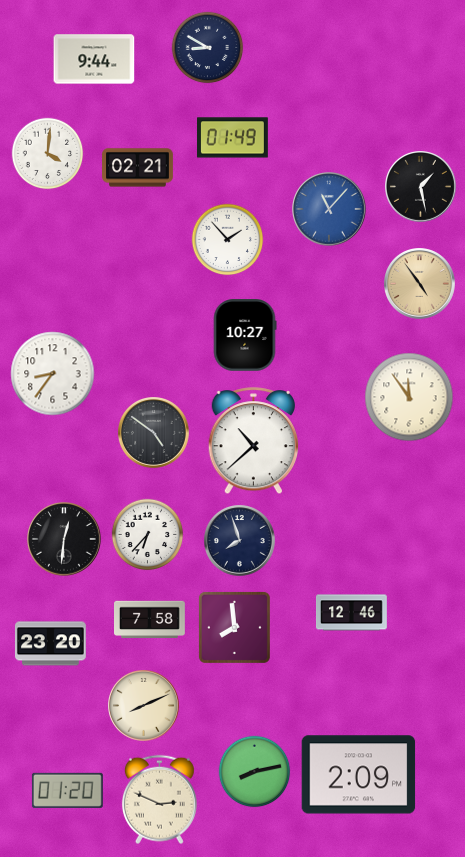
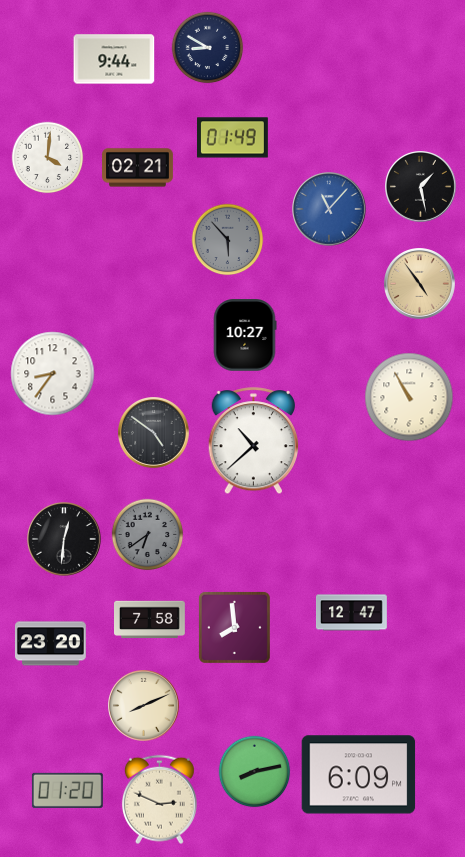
clock at (94, 59) position: (94, 59) -> (114, 59)
clock at (48, 154) position: (48, 154) -> (48, 158)
clock at (228, 240): 1:53 -> 5:53
clock at (228, 240) dial: white -> grey
clock at (409, 397): 11:54 -> 10:55
clock at (148, 535): 6:37 -> 6:39
clock at (148, 535) dial: white -> grey
clock at (240, 541): 7:57 -> none
clock at (352, 613): 12:46 -> 12:47
clock at (359, 775): 2:09 -> 6:09
